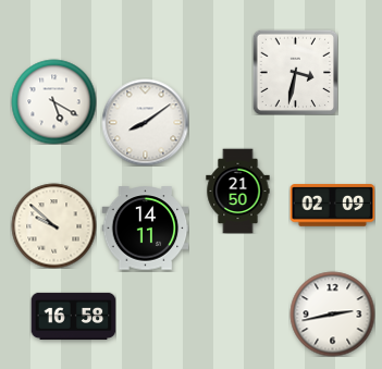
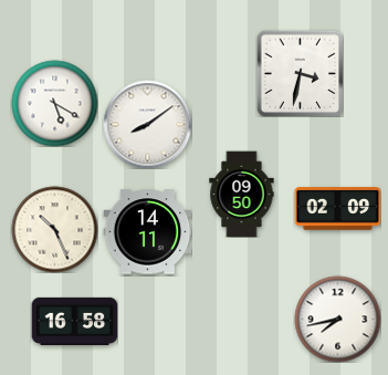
clock at (238, 190): 21:50 -> 09:50
clock at (53, 225): 9:52 -> 10:26
clock at (332, 313): 2:43 -> 7:43
